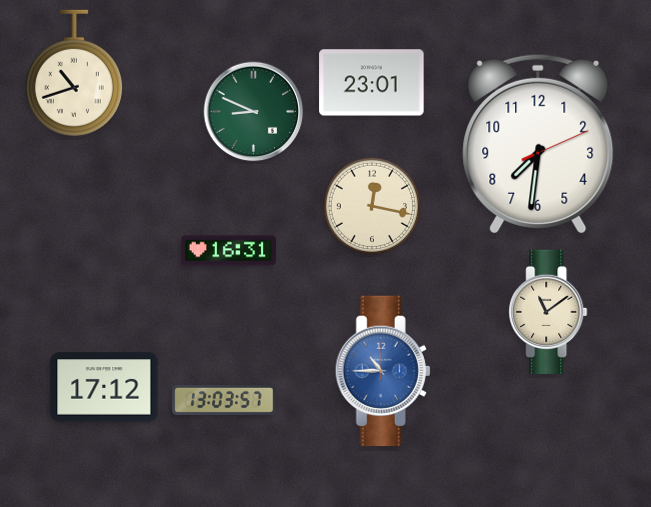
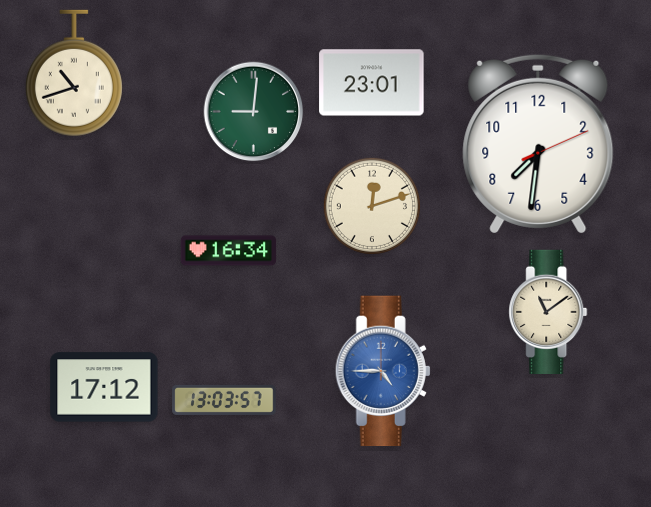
clock at (254, 112): 8:49 -> 9:01
clock at (371, 205): 12:17 -> 12:12
clock at (229, 251): 16:31 -> 16:34
clock at (383, 371): 10:45 -> 4:45
